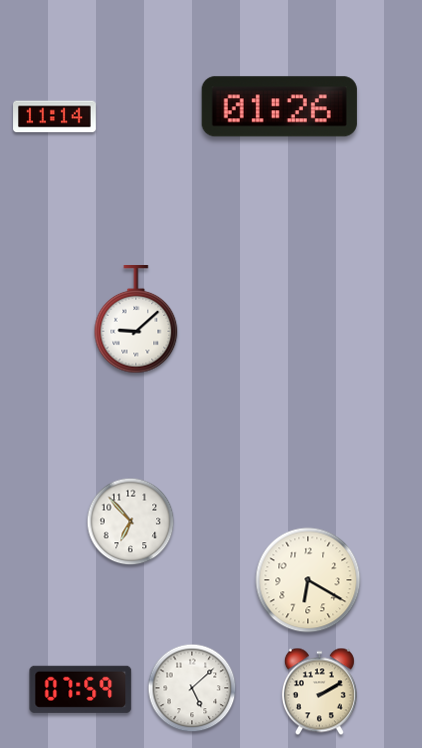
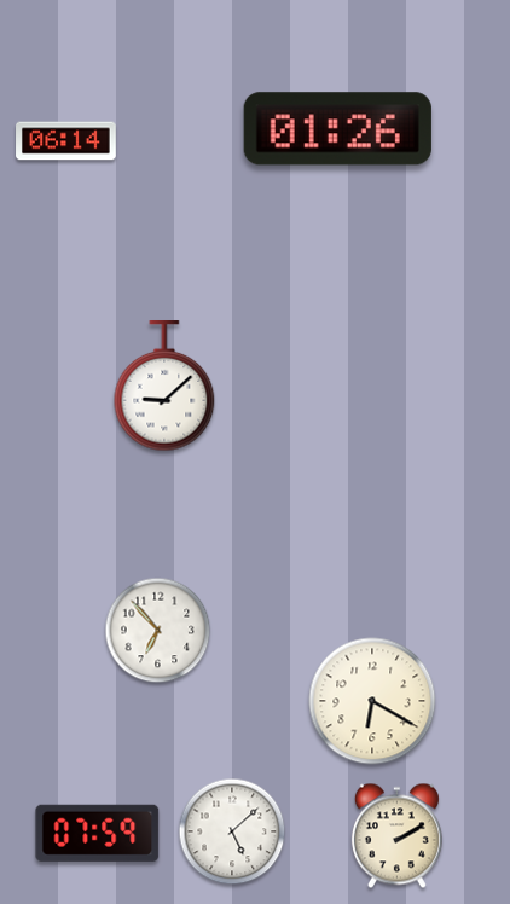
clock at (55, 117): 11:14 -> 06:14
clock at (319, 692) position: (319, 692) -> (396, 836)
